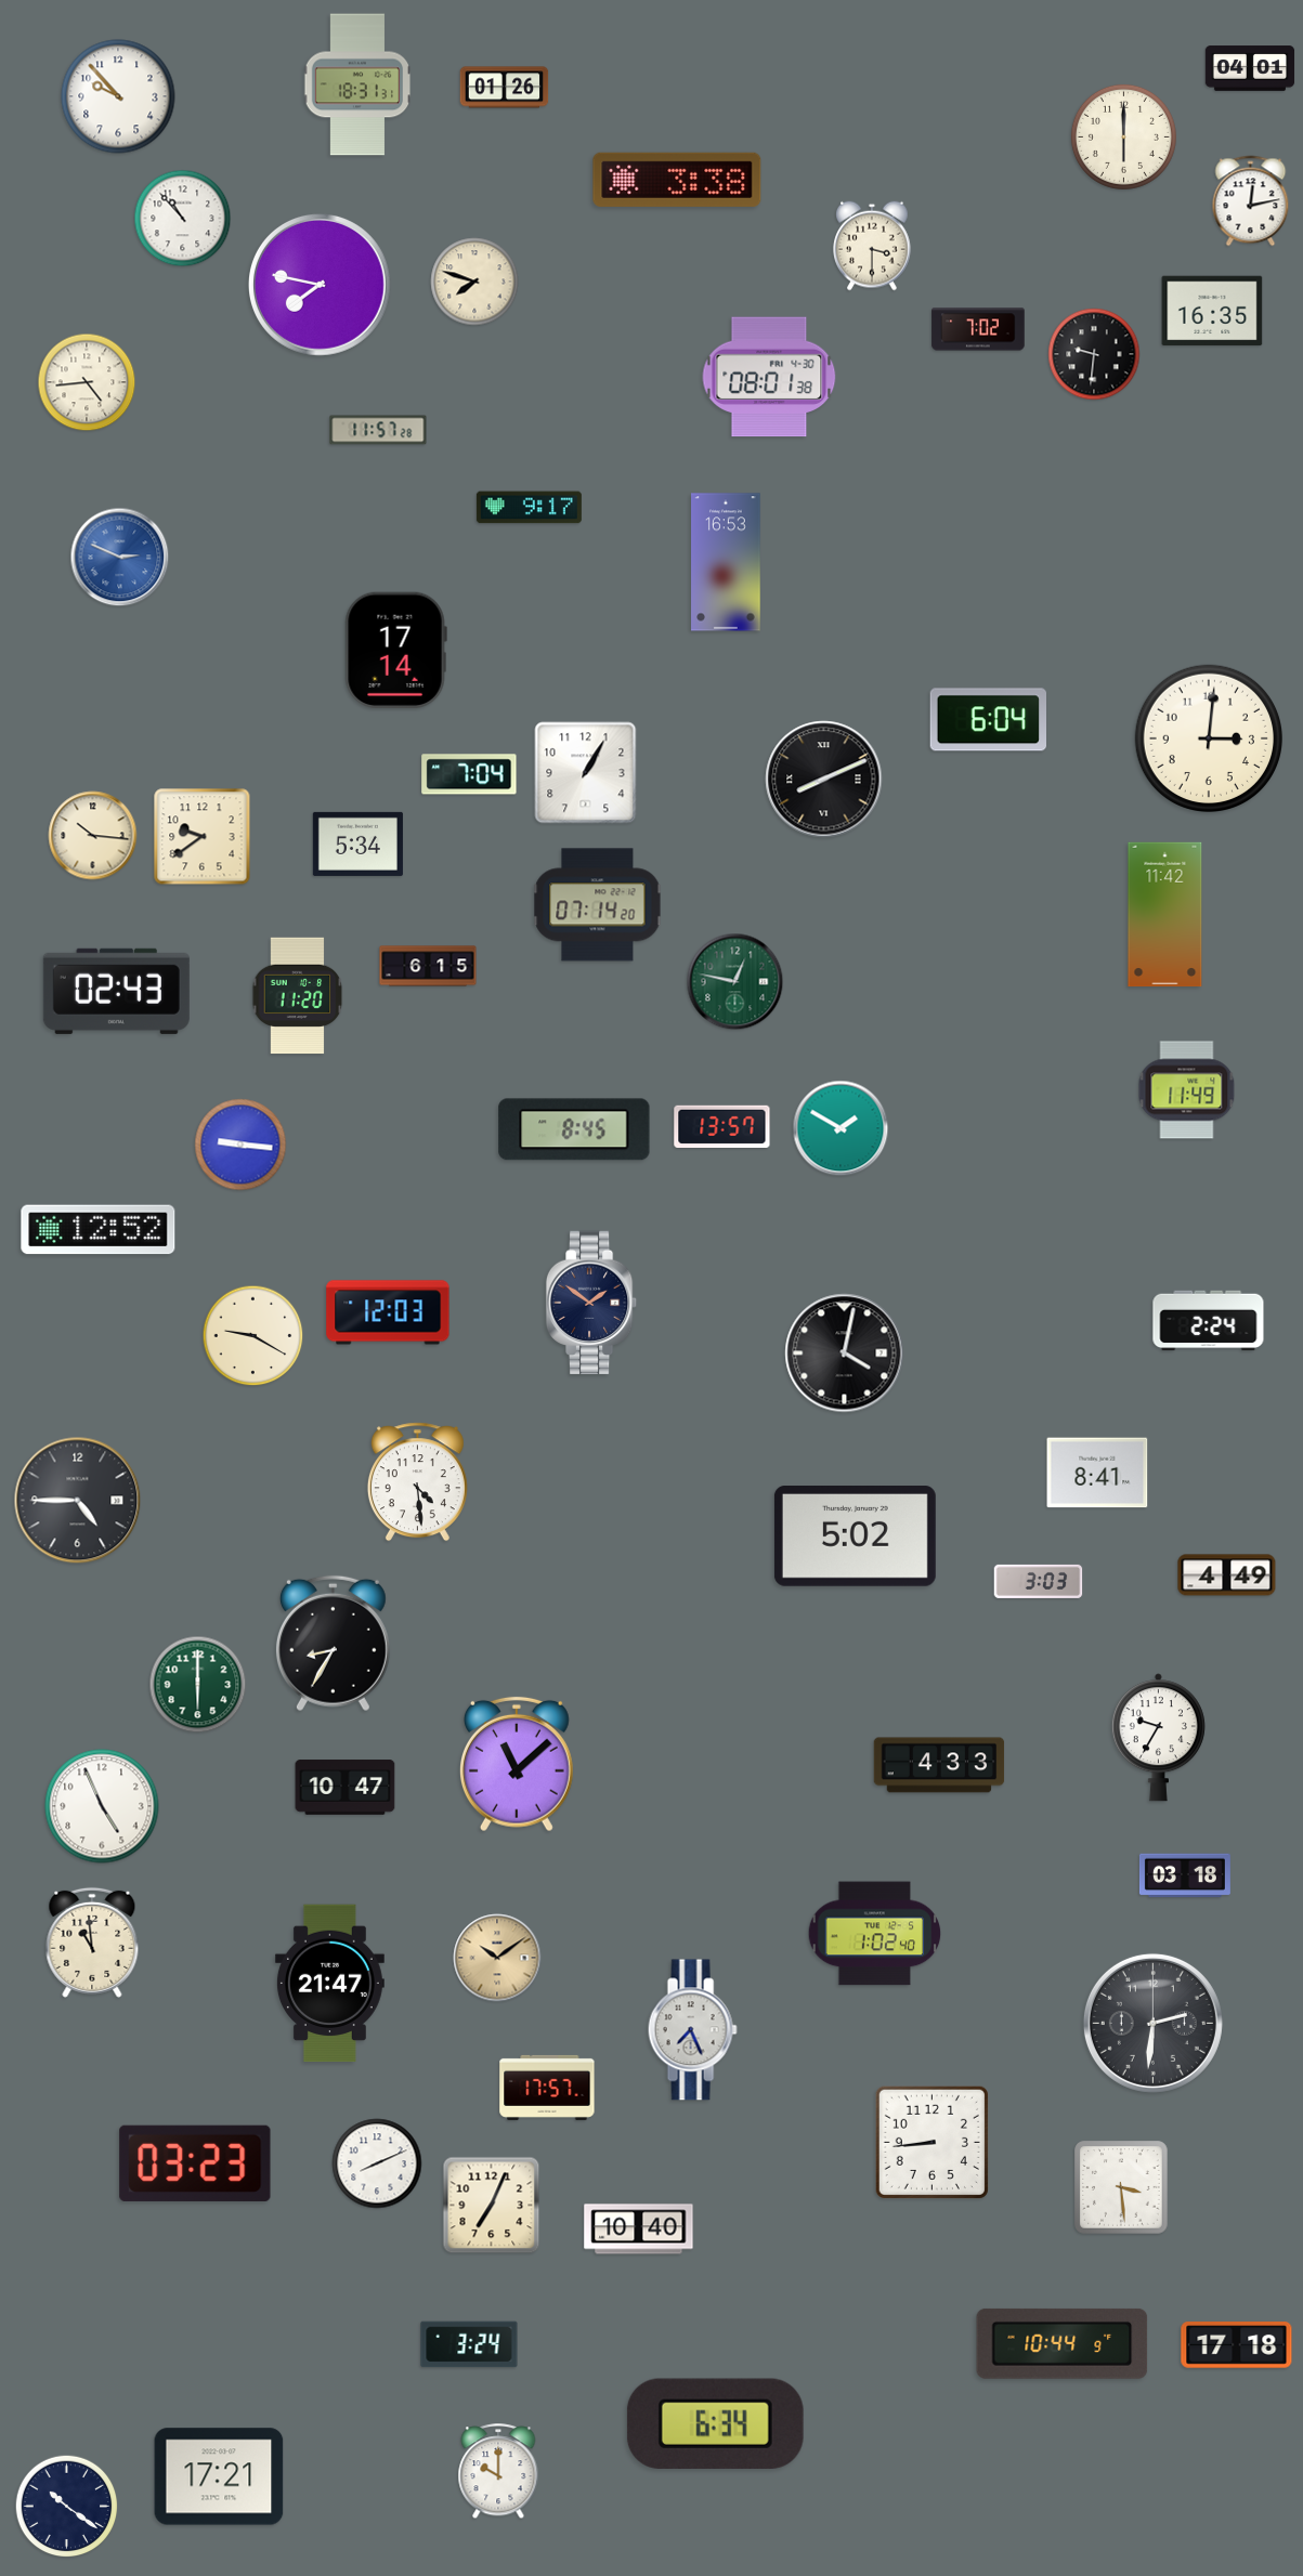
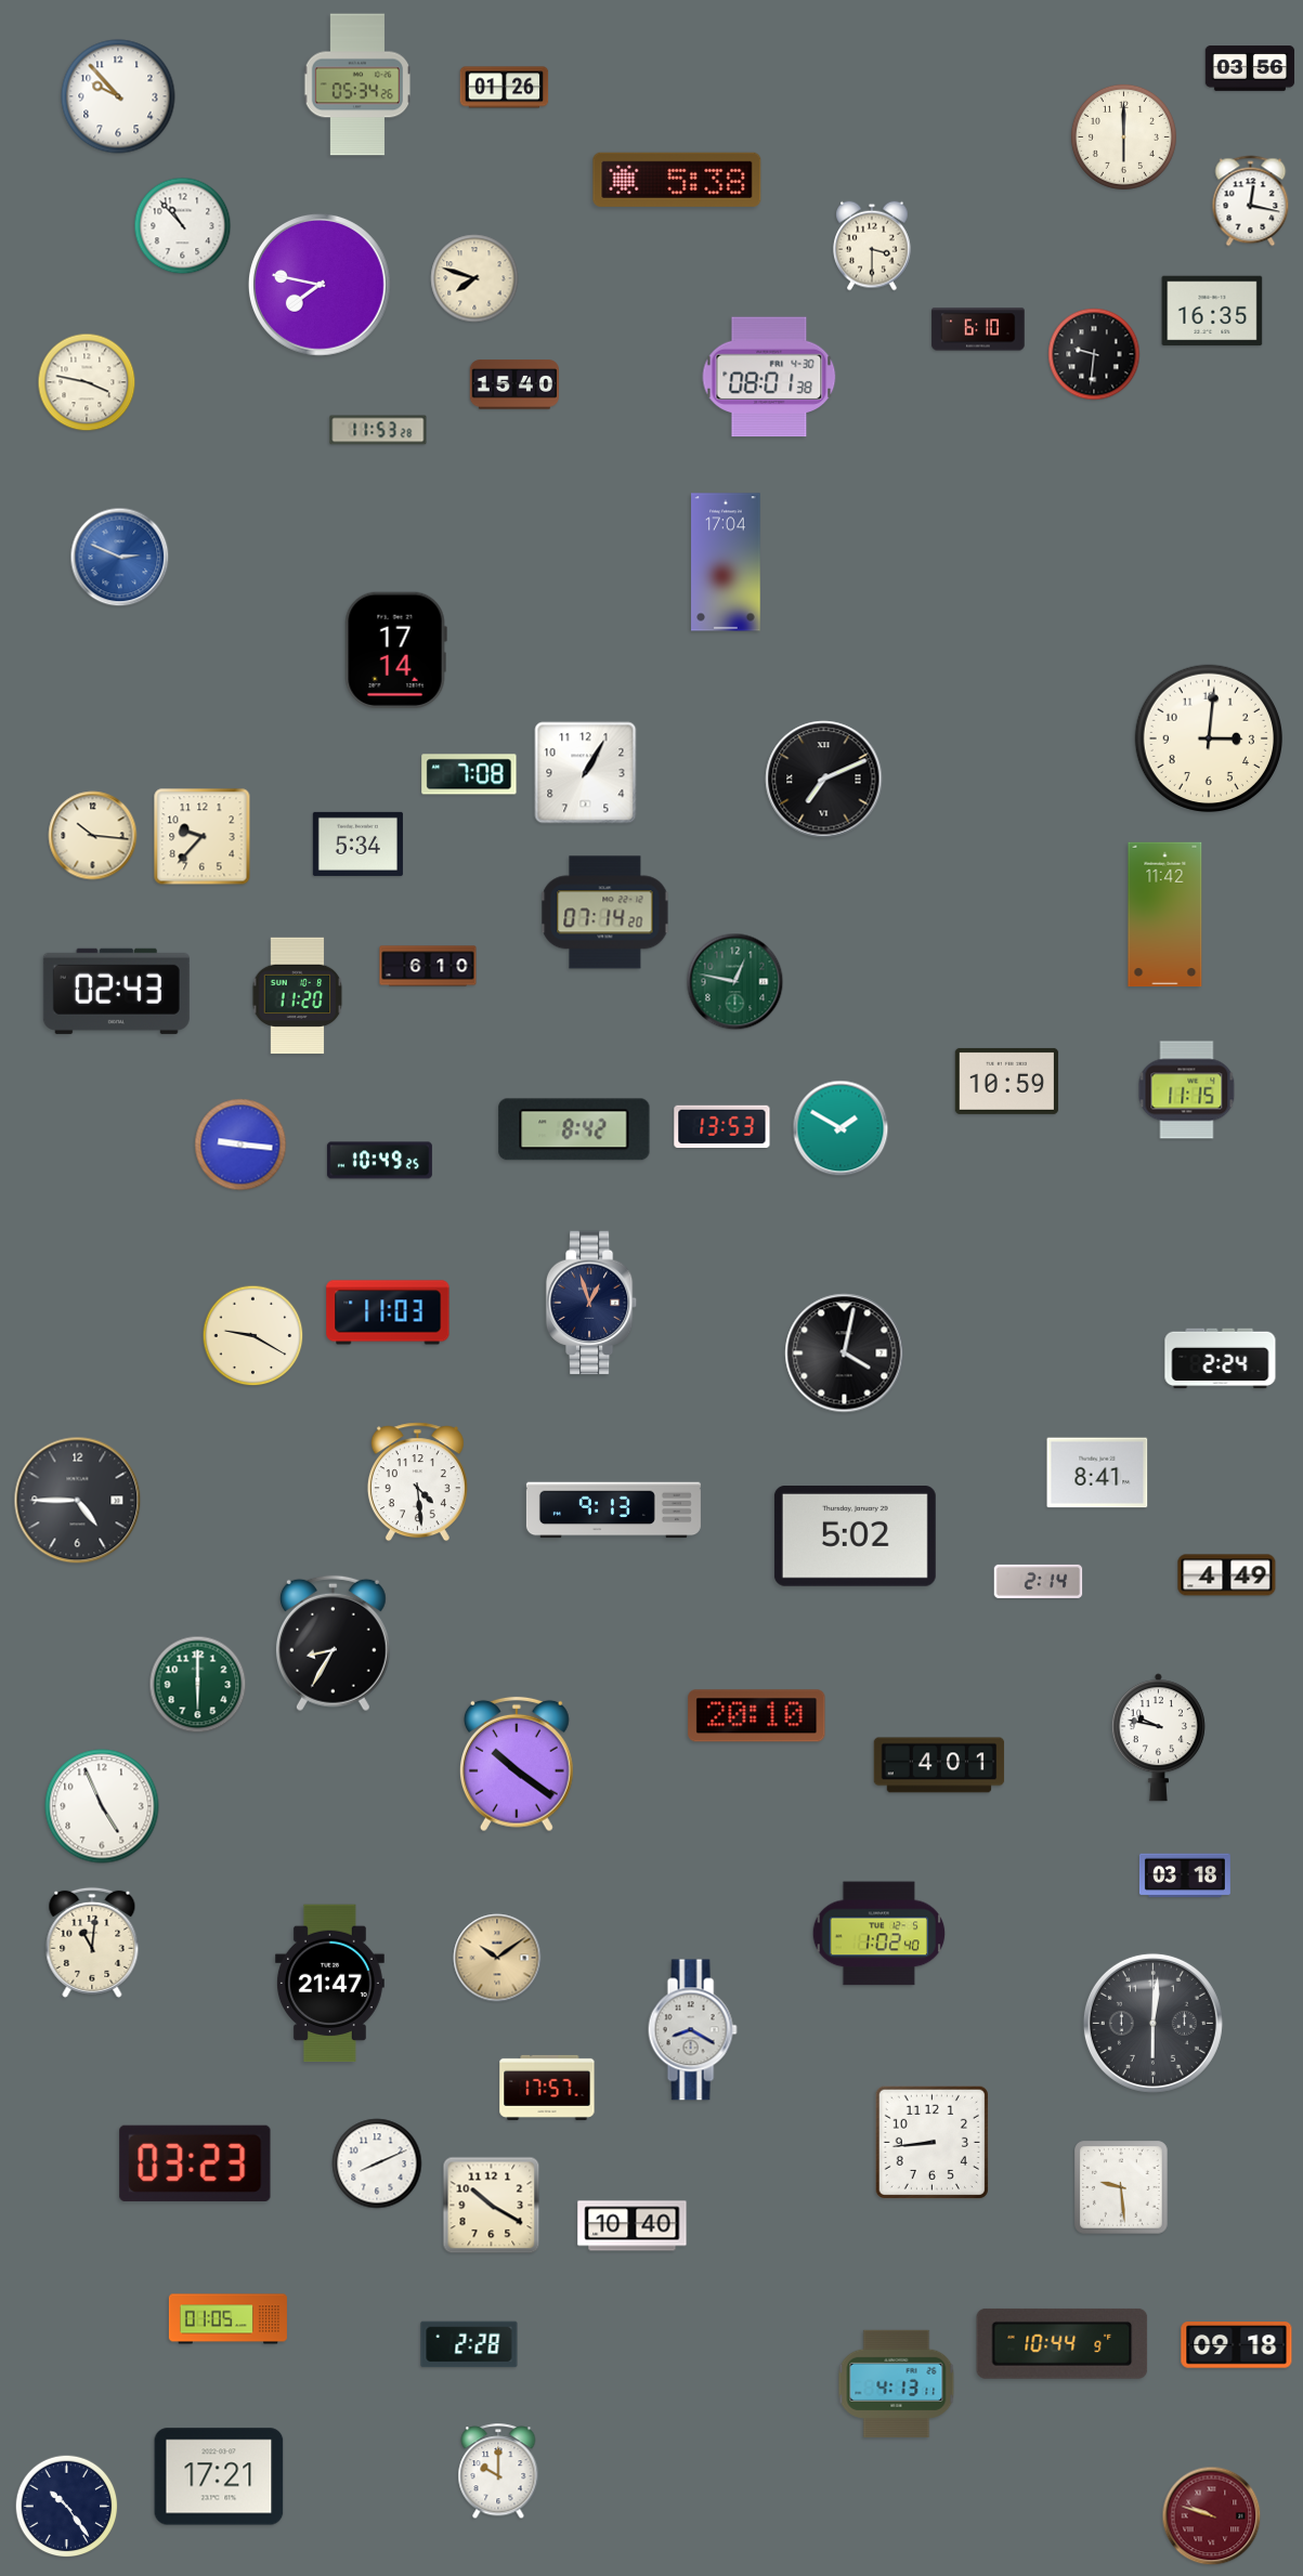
clock at (1250, 68): 04:01 -> 03:56
clock at (357, 84): 18:31 -> 05:34
clock at (677, 180): 3:38 -> 5:38
clock at (1251, 201): 12:13 -> 12:17
clock at (183, 219) position: (183, 219) -> (183, 226)
clock at (474, 282) position: (474, 282) -> (474, 278)
clock at (978, 329): 7:02 -> 6:10
clock at (87, 382): 4:44 -> 3:47
clock at (513, 384): none -> 15:40
clock at (378, 430): 11:57 -> 11:53
clock at (529, 508): 9:17 -> none
clock at (726, 562): 16:53 -> 17:04
clock at (988, 720): 6:04 -> none
clock at (469, 774): 7:04 -> 7:08
clock at (824, 780): 8:11 -> 7:11
clock at (203, 837): 9:39 -> 9:37
clock at (598, 905) position: (598, 905) -> (605, 913)
clock at (428, 966): 6:15 -> 6:10
clock at (1006, 1081): none -> 10:59
clock at (1187, 1090): 11:49 -> 11:15
clock at (722, 1126): 13:57 -> 13:53
clock at (574, 1129): 8:45 -> 8:42
clock at (379, 1161): none -> 10:49
clock at (99, 1230): 12:52 -> none
clock at (591, 1303): 1:51 -> 12:57
clock at (388, 1312): 12:03 -> 11:03
clock at (1209, 1321) position: (1209, 1321) -> (1221, 1359)
clock at (613, 1511): none -> 9:13
clock at (1039, 1581): 3:03 -> 2:14
clock at (757, 1716): none -> 20:10
clock at (1158, 1738): 9:35 -> 9:47
clock at (517, 1764): 11:08 -> 10:21
clock at (939, 1765): 4:33 -> 4:01
clock at (346, 1788): 10:47 -> none
clock at (875, 1934) position: (875, 1934) -> (879, 1934)
clock at (92, 1943): 10:59 -> 11:01
clock at (1152, 2023): 2:31 -> 6:01
clock at (692, 2030): 7:26 -> 8:20
clock at (1121, 2187): 3:29 -> 9:29
clock at (492, 2206): 7:04 -> 10:20
clock at (639, 2230) position: (639, 2230) -> (633, 2226)
clock at (227, 2319): none -> 01:05
clock at (469, 2344): 3:24 -> 2:28
clock at (1237, 2345): 17:18 -> 09:18
clock at (897, 2383): none -> 4:13
clock at (715, 2423): 6:34 -> none
clock at (67, 2507): 10:21 -> 10:24
clock at (1212, 2516): none -> 9:48
